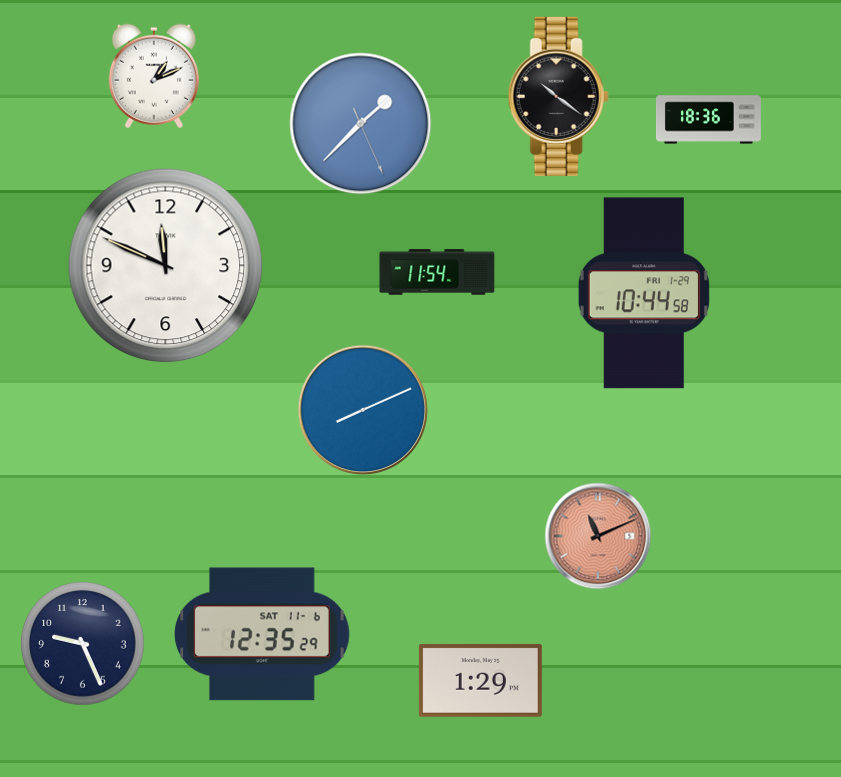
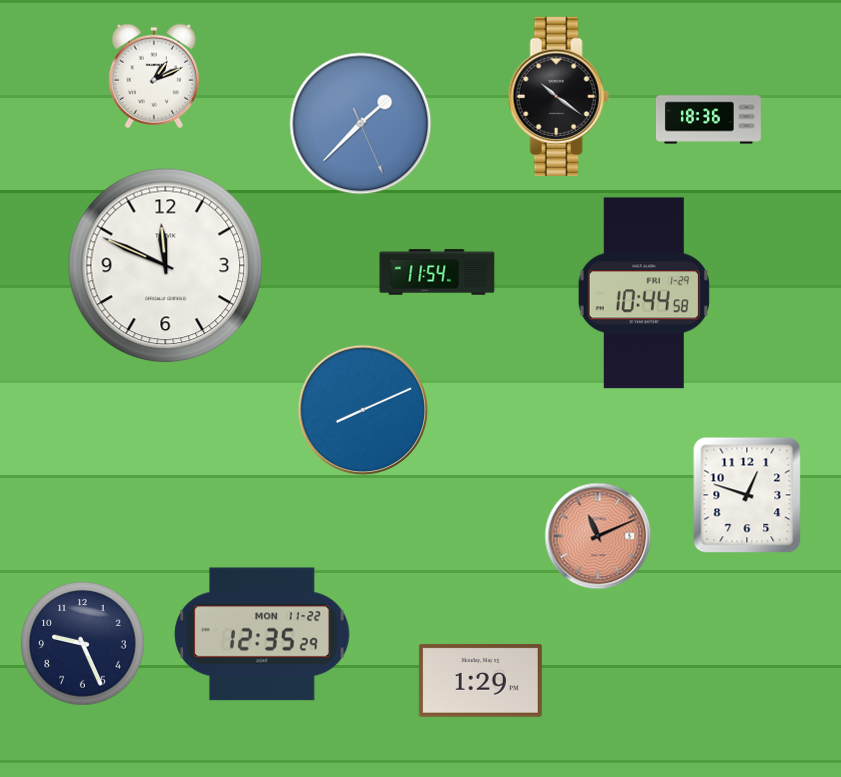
clock at (747, 495): none -> 12:48
clock at (262, 634) date: SAT 11-6 -> MON 11-22
